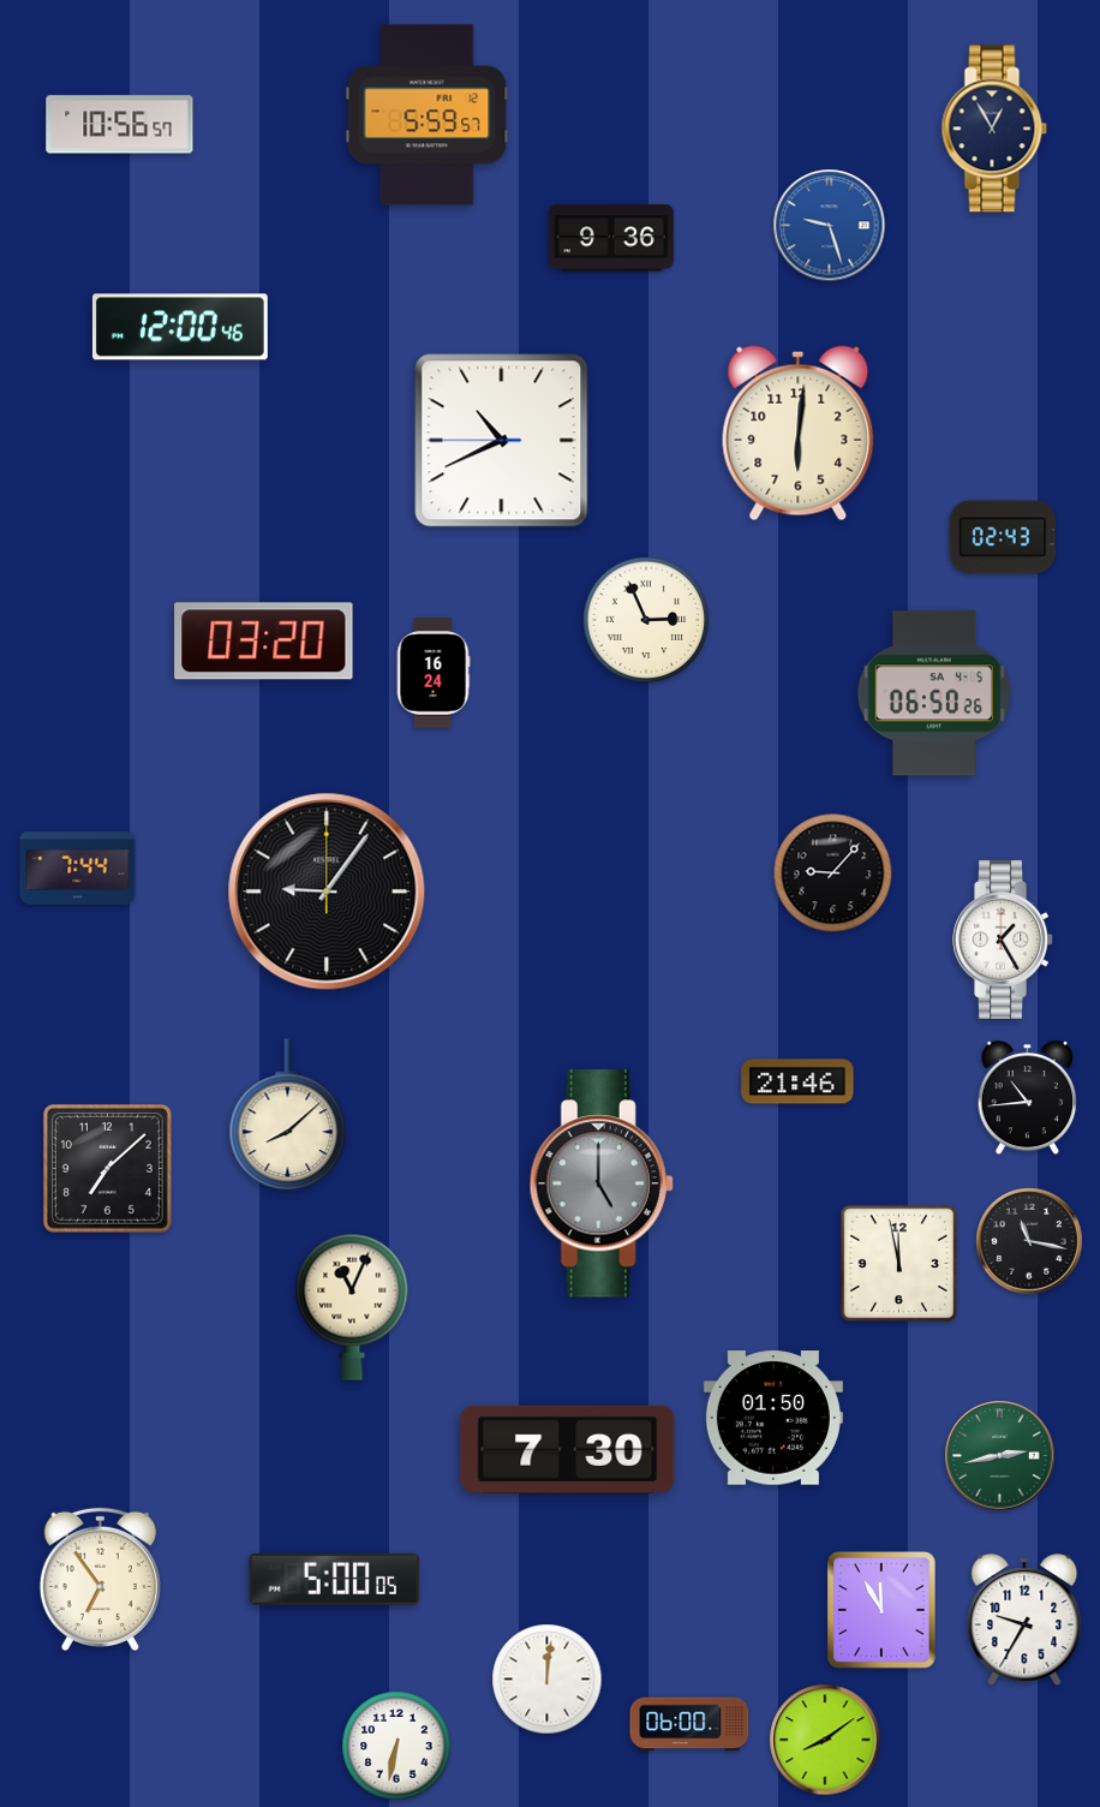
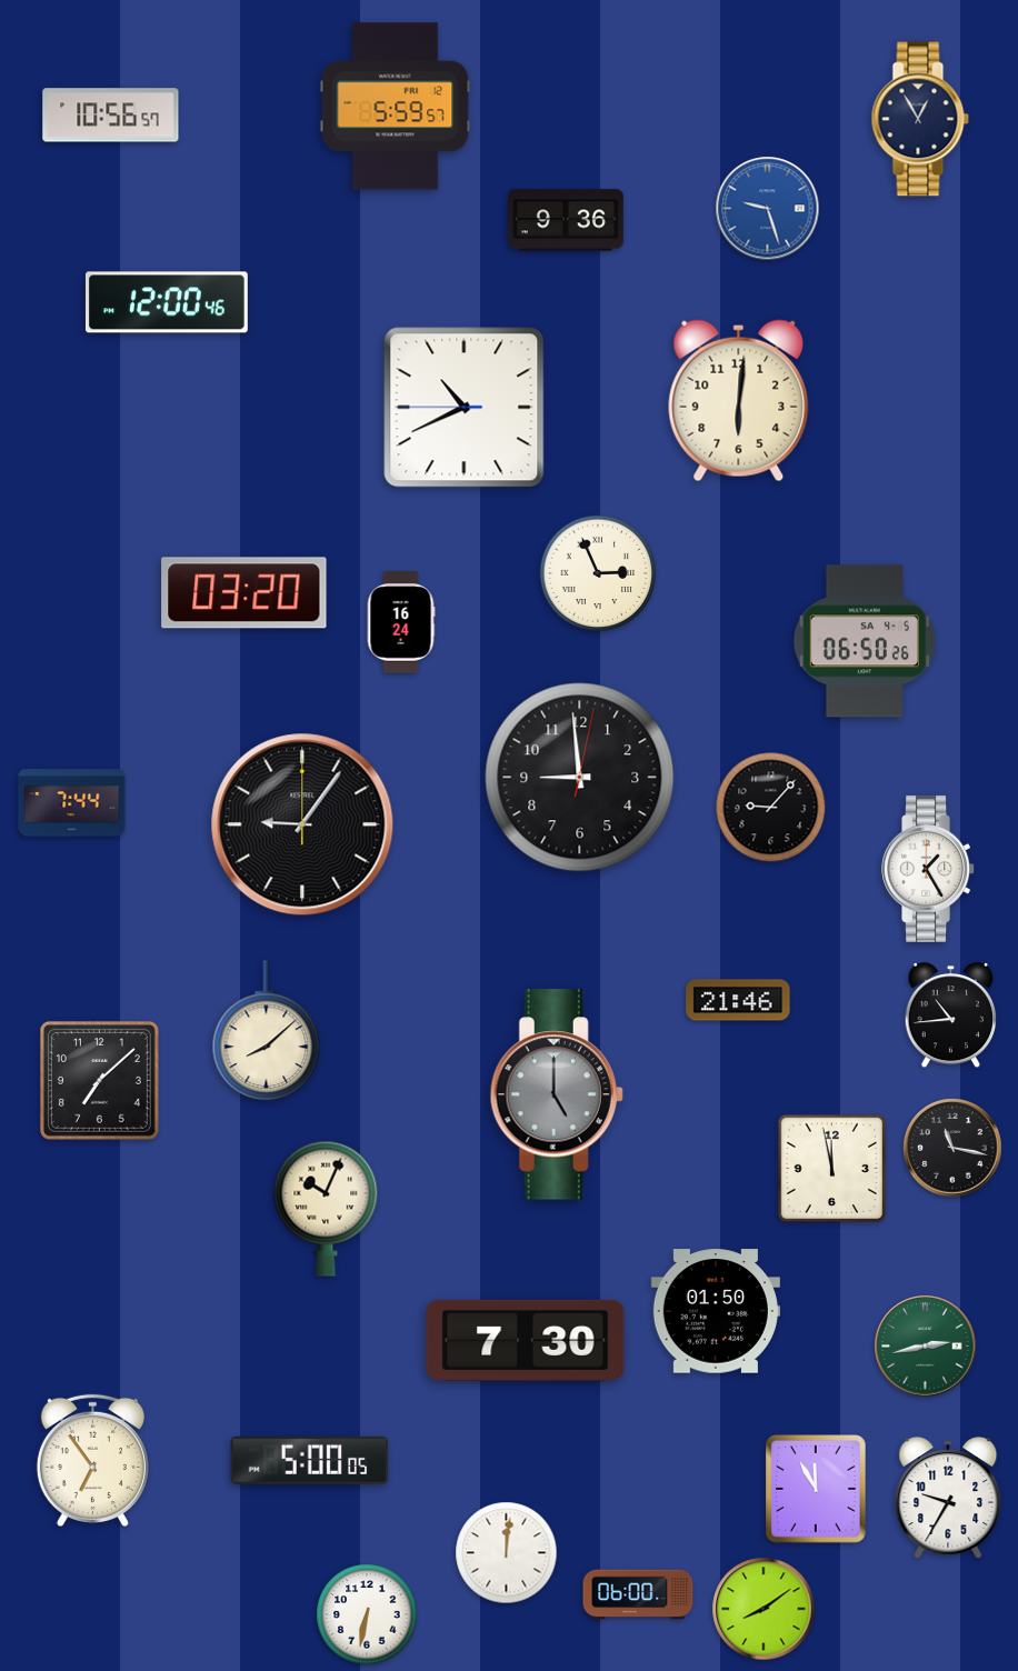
clock at (1003, 537): 02:43 -> none
clock at (580, 778): none -> 8:59
clock at (352, 1307): 11:04 -> 10:04
